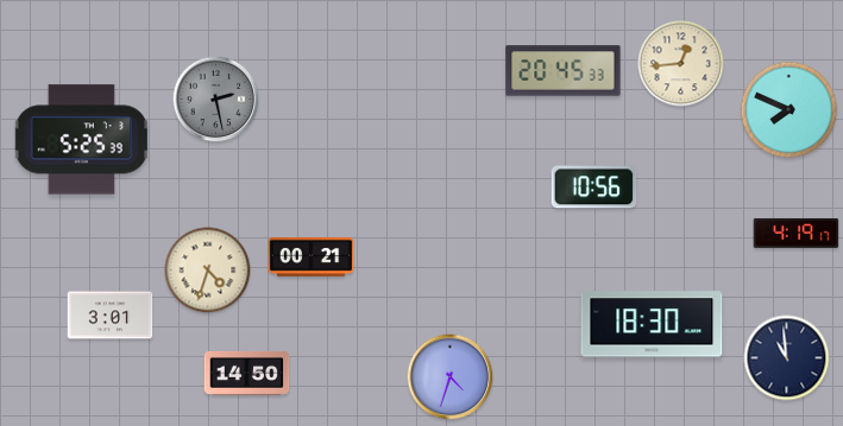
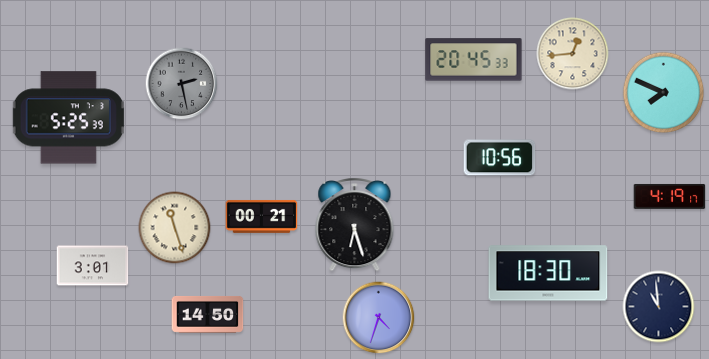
clock at (355, 225): none -> 6:27
clock at (208, 271): 4:33 -> 11:27
clock at (787, 358) position: (787, 358) -> (659, 307)
